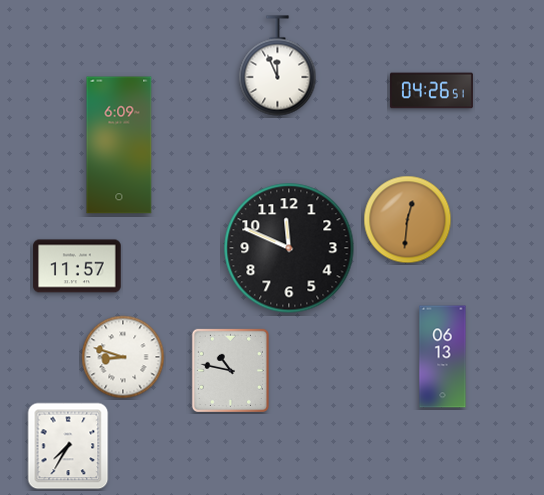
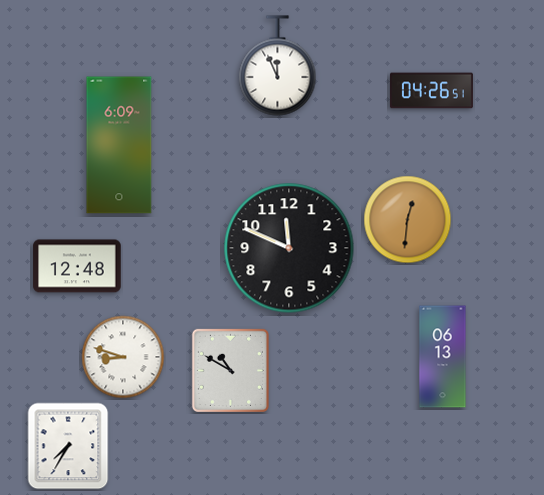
clock at (77, 266): 11:57 -> 12:48
clock at (230, 370): 10:47 -> 10:50
